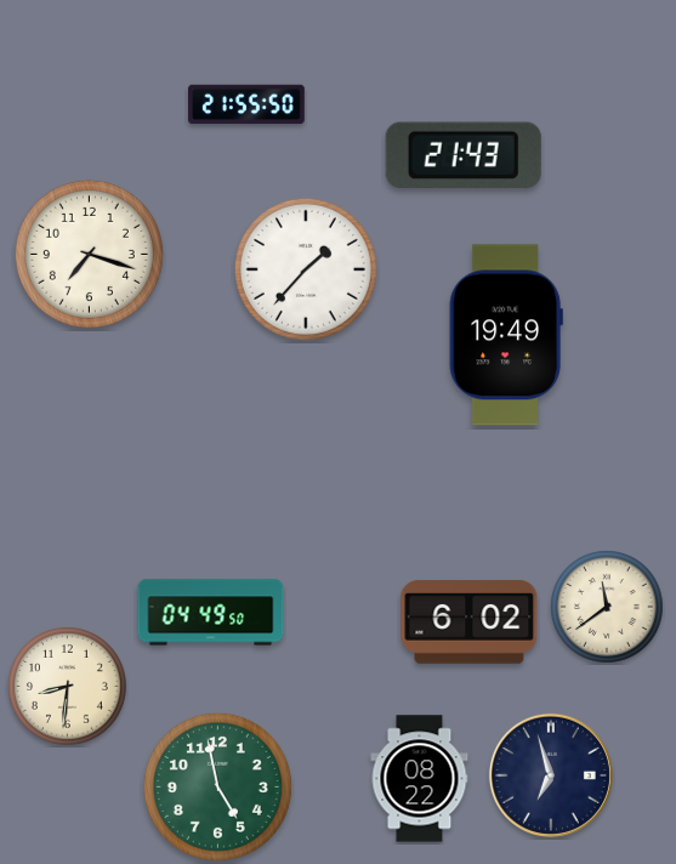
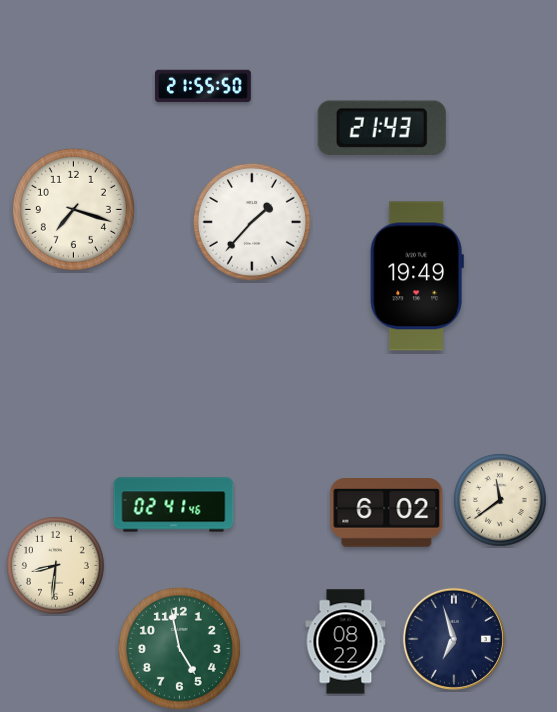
clock at (211, 613): 04:49 -> 02:41
